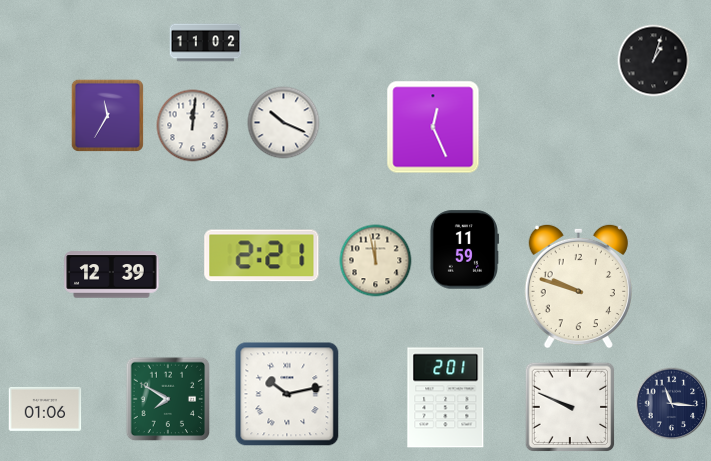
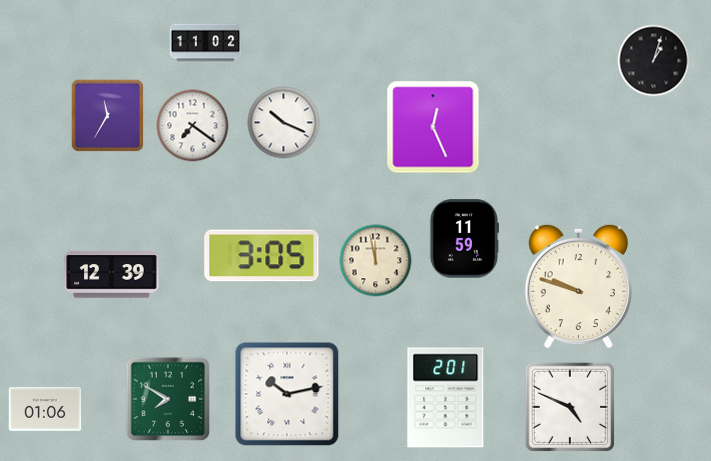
clock at (193, 126): 12:01 -> 7:21
clock at (464, 250) position: (464, 250) -> (464, 239)
clock at (262, 256): 2:21 -> 3:05
clock at (672, 404): 11:16 -> none
clock at (570, 407): 9:49 -> 4:49
